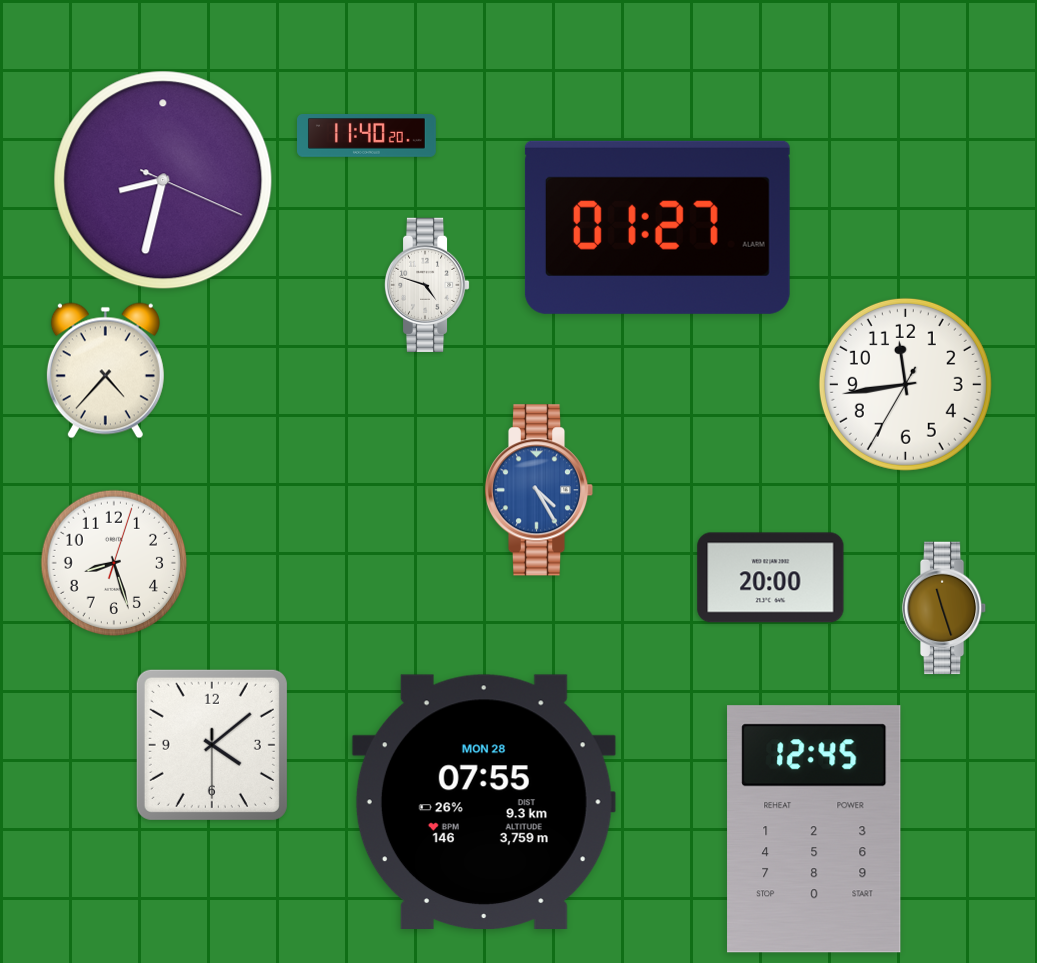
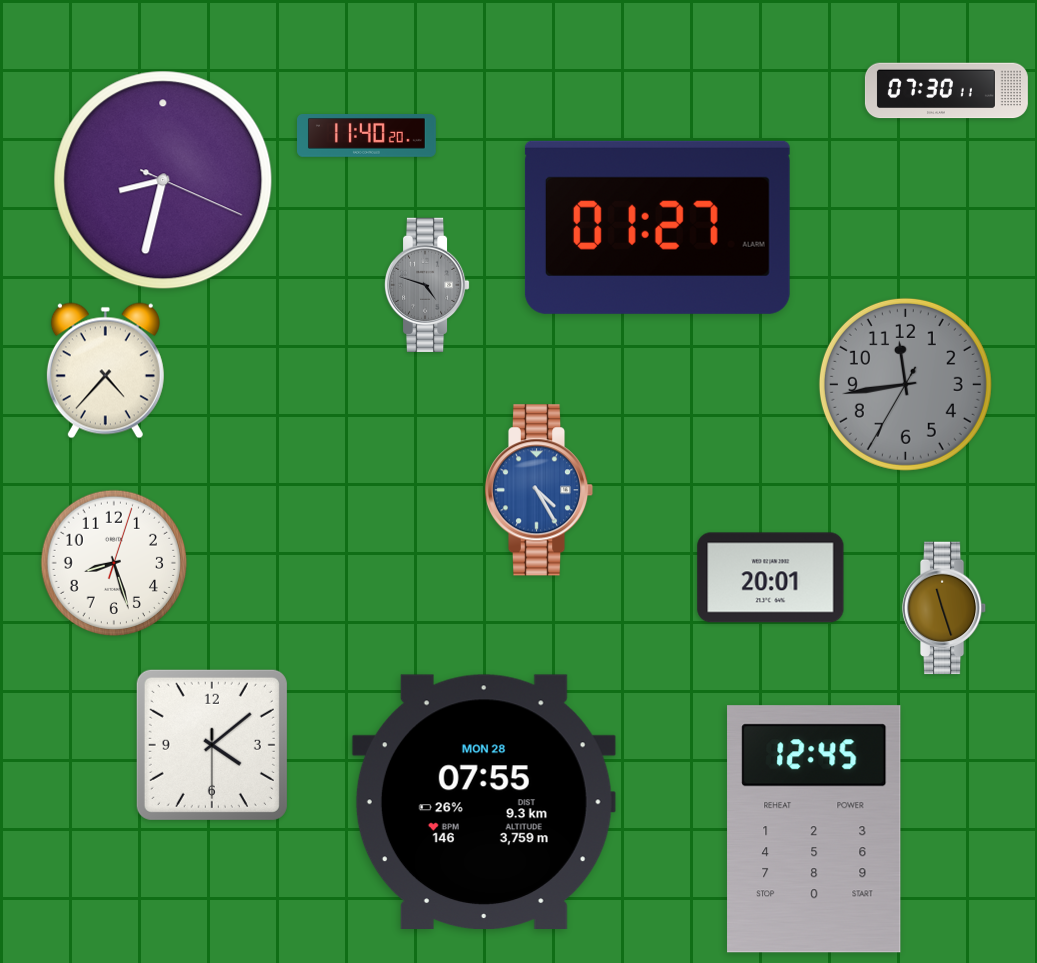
clock at (946, 91): none -> 07:30
clock at (427, 285) dial: white -> grey
clock at (905, 384) dial: white -> grey
clock at (771, 578): 20:00 -> 20:01
